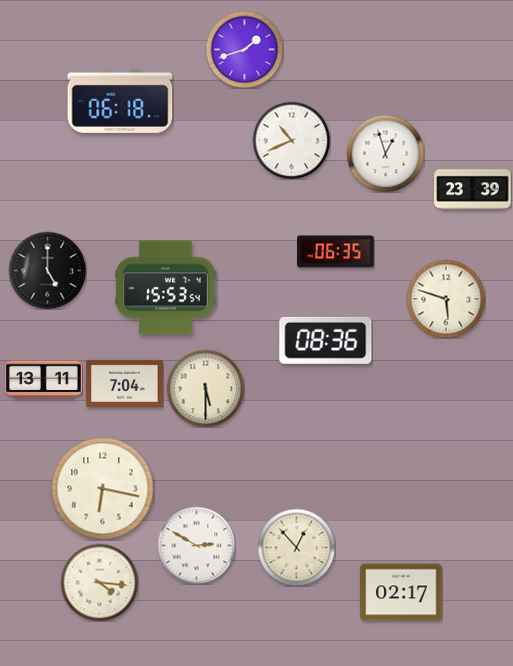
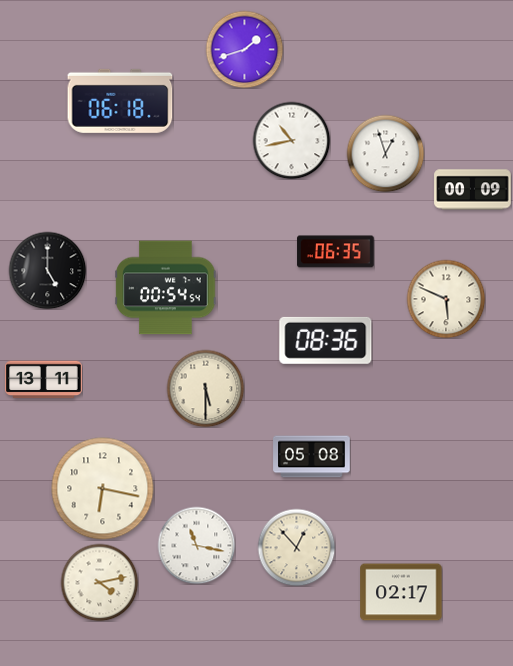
clock at (291, 140): 10:41 -> 10:43
clock at (473, 190): 23:39 -> 00:09
clock at (166, 288): 15:53 -> 00:54
clock at (446, 299): 5:48 -> 5:49
clock at (125, 383): 7:04 -> none
clock at (312, 457): none -> 05:08
clock at (196, 545): 2:50 -> 11:17
clock at (99, 582): 4:16 -> 4:13
